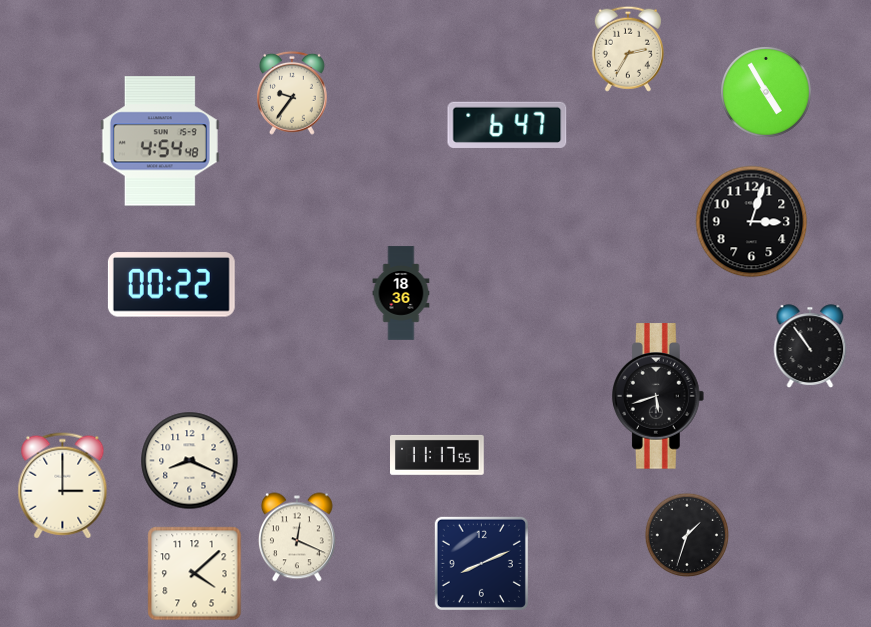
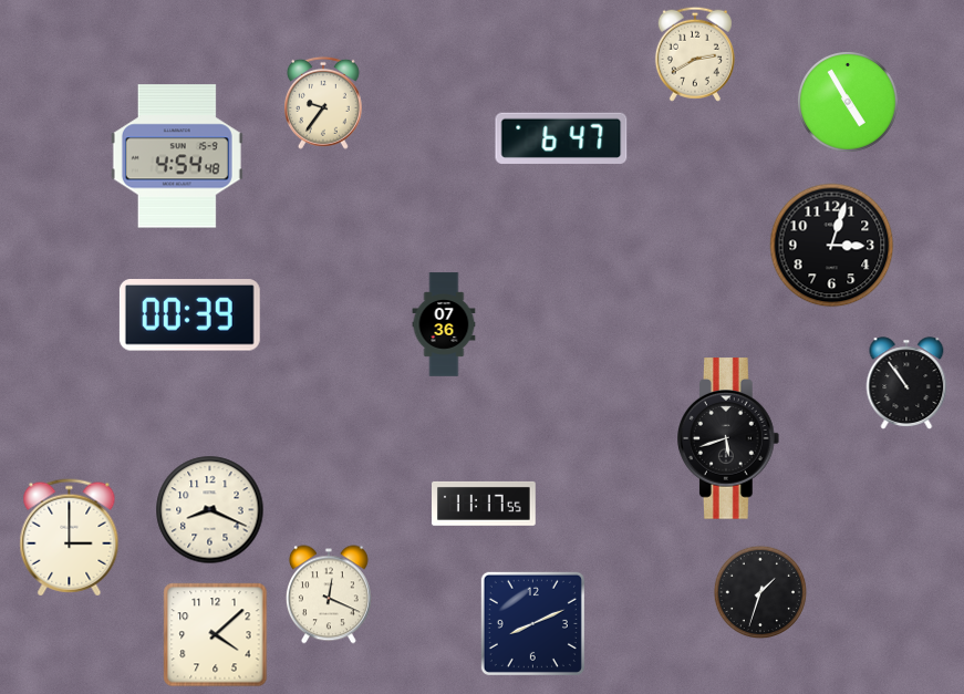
clock at (628, 49): 2:35 -> 2:40
clock at (171, 285): 00:22 -> 00:39
clock at (401, 293): 18:36 -> 07:36
clock at (810, 346) position: (810, 346) -> (906, 383)
